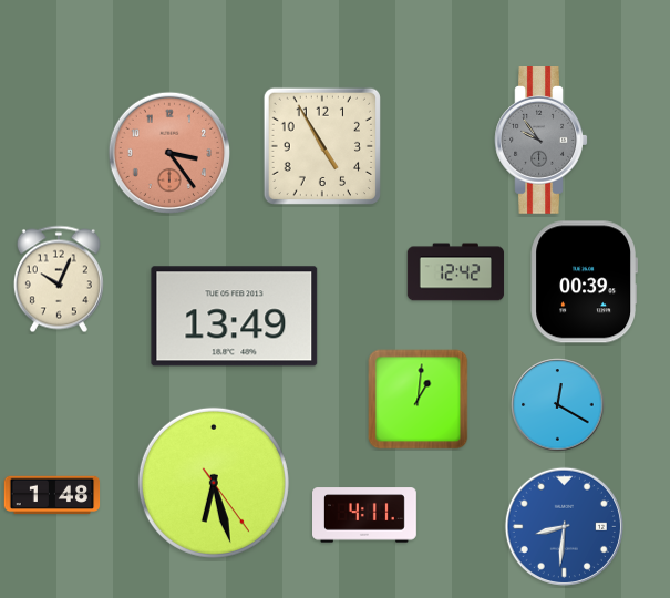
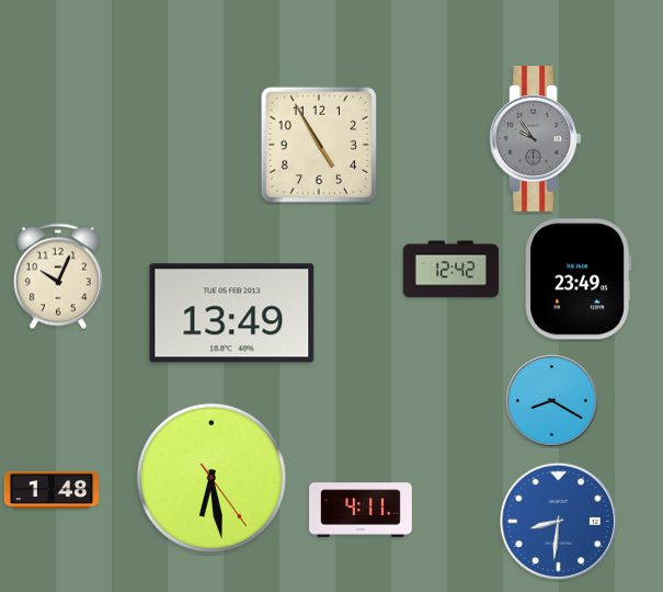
clock at (168, 152): 3:24 -> none
clock at (584, 282): 00:39 -> 23:49
clock at (419, 400): 1:01 -> none
clock at (558, 405): 12:20 -> 8:20
clock at (214, 483): 6:27 -> 6:28
